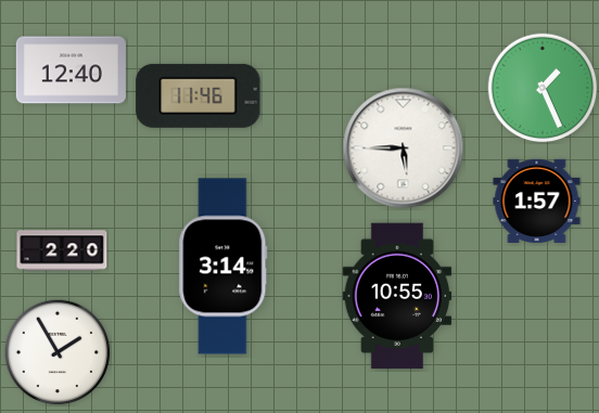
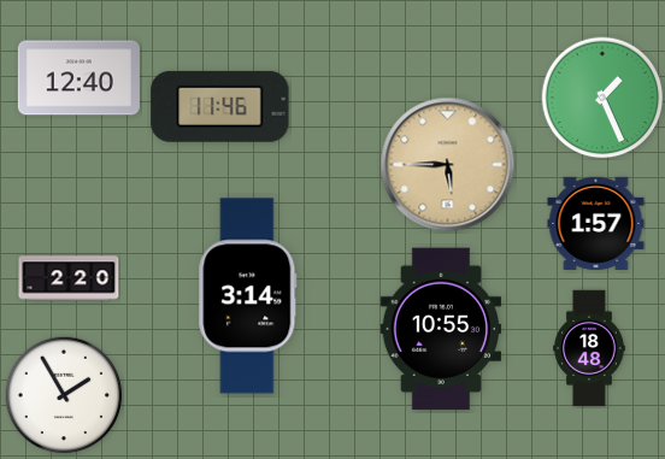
clock at (404, 149) dial: white -> champagne
clock at (589, 348): none -> 18:48
clock at (58, 352) position: (58, 352) -> (64, 395)
